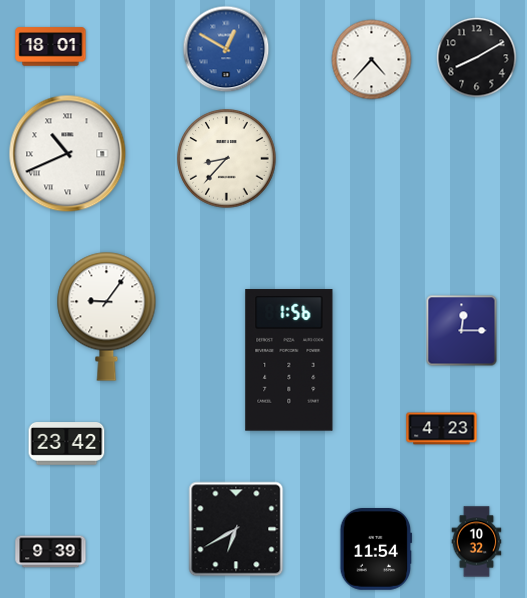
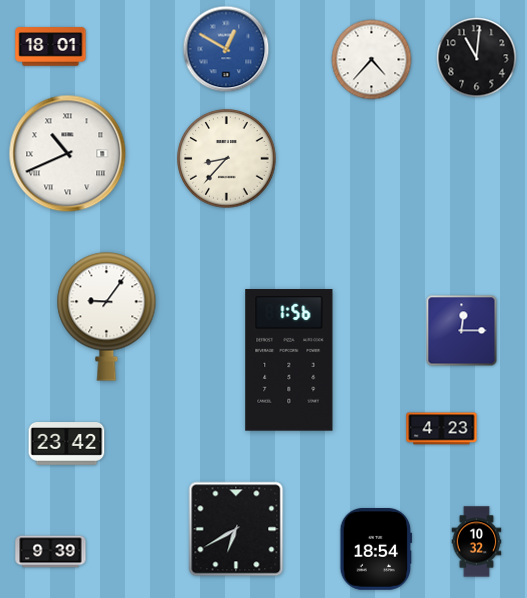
clock at (477, 58): 8:10 -> 11:01
clock at (376, 550): 11:54 -> 18:54
